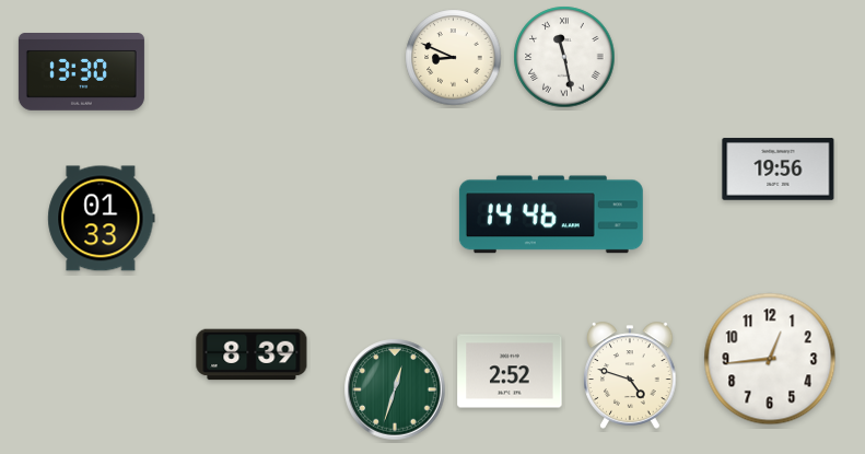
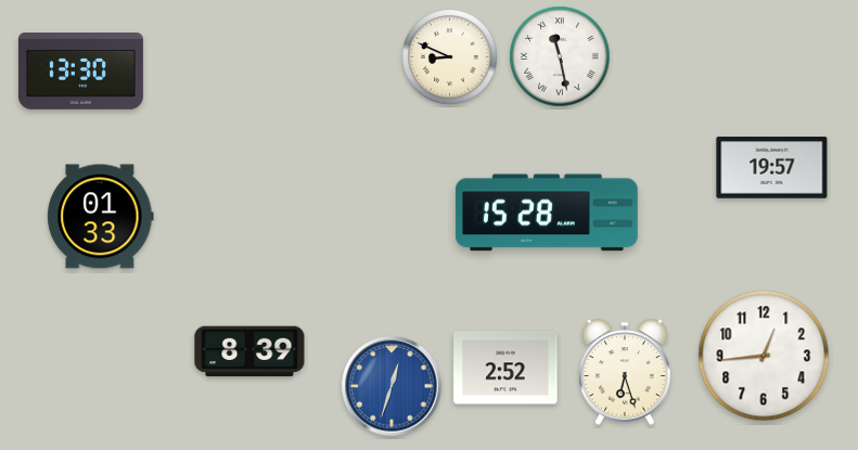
clock at (779, 170): 19:56 -> 19:57
clock at (551, 214): 14:46 -> 15:28
clock at (630, 375): 4:48 -> 6:27
clock at (395, 389) dial: green -> blue
